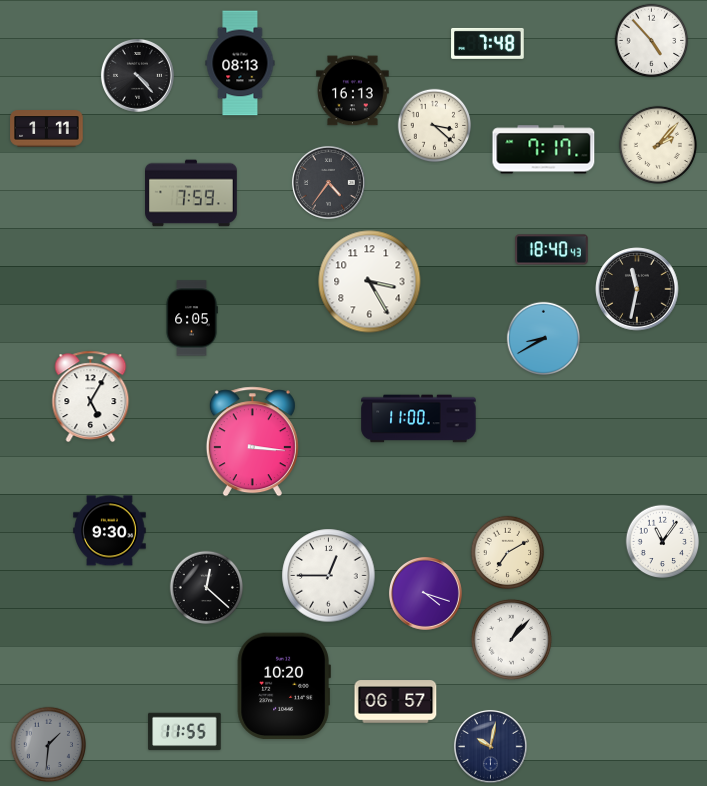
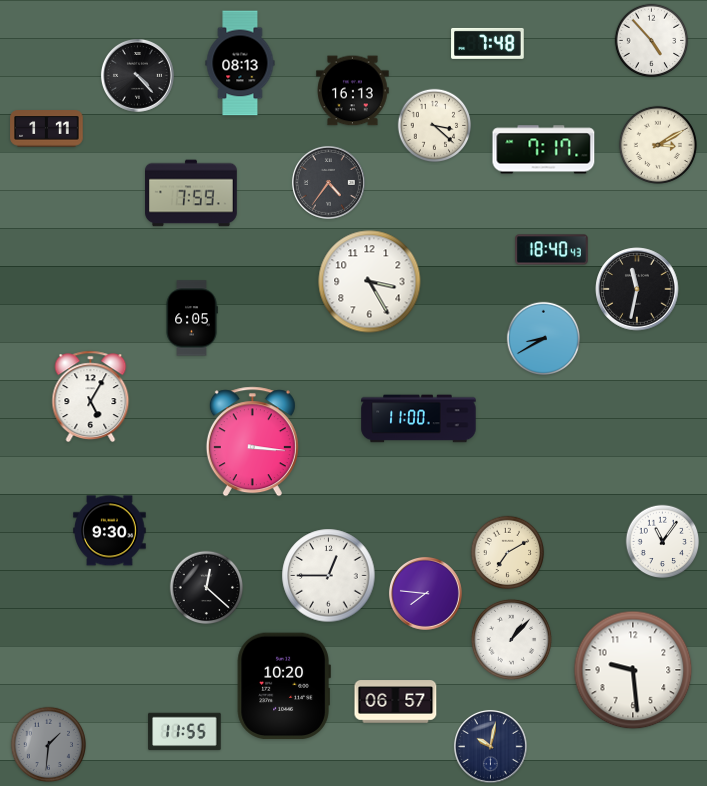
clock at (658, 145): 2:07 -> 3:10
clock at (425, 593): 4:18 -> 7:46
clock at (633, 670): none -> 9:29
